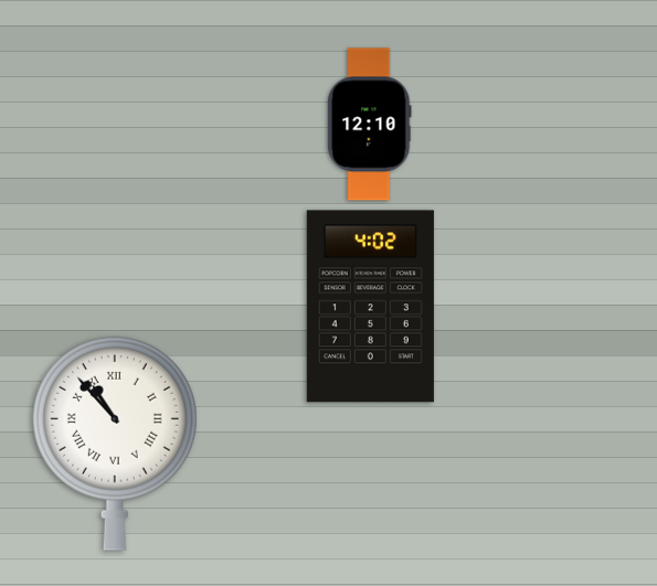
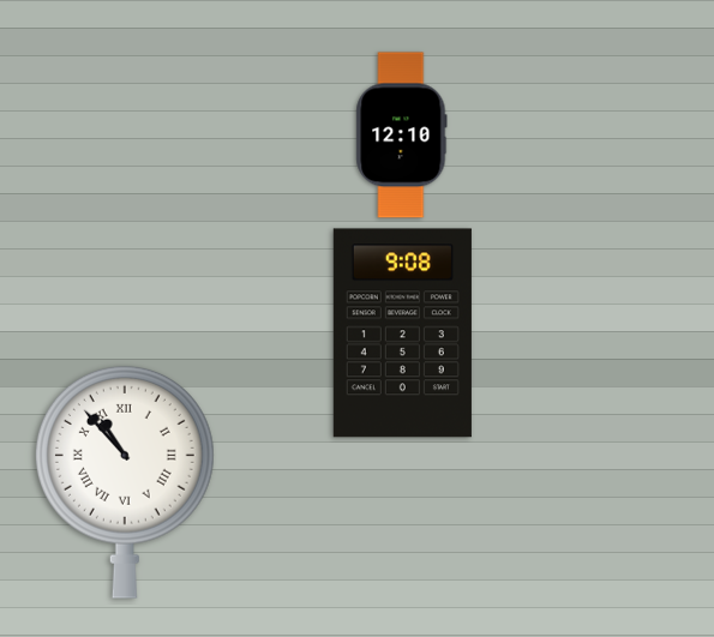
clock at (370, 307): 4:02 -> 9:08
